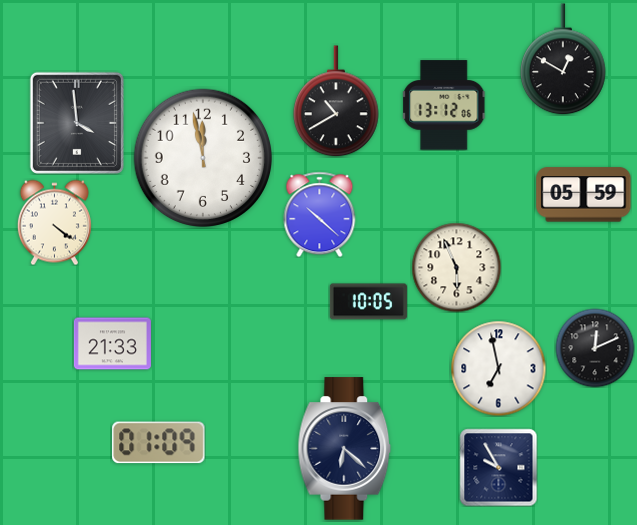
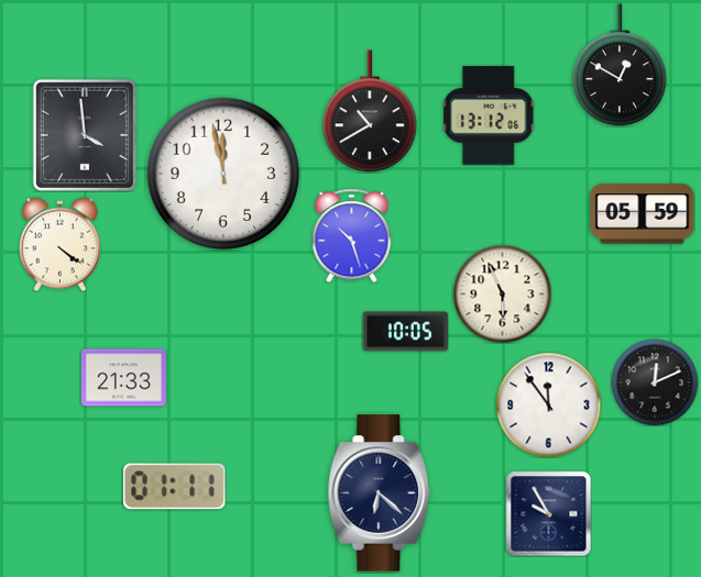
clock at (320, 214): 10:22 -> 10:27
clock at (498, 368): 6:58 -> 11:54
clock at (159, 443): 01:09 -> 01:11
